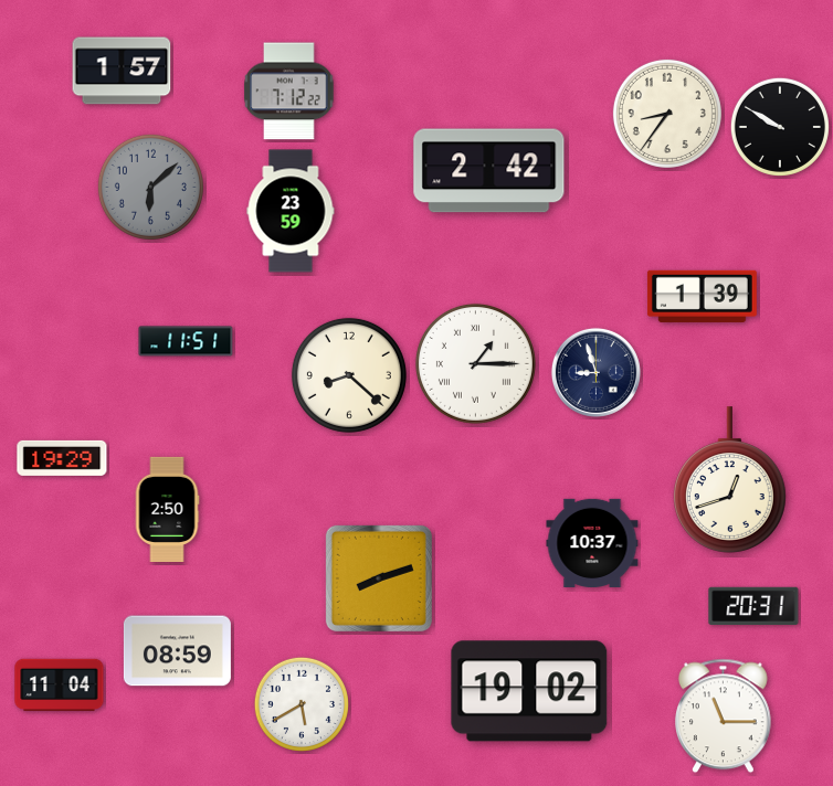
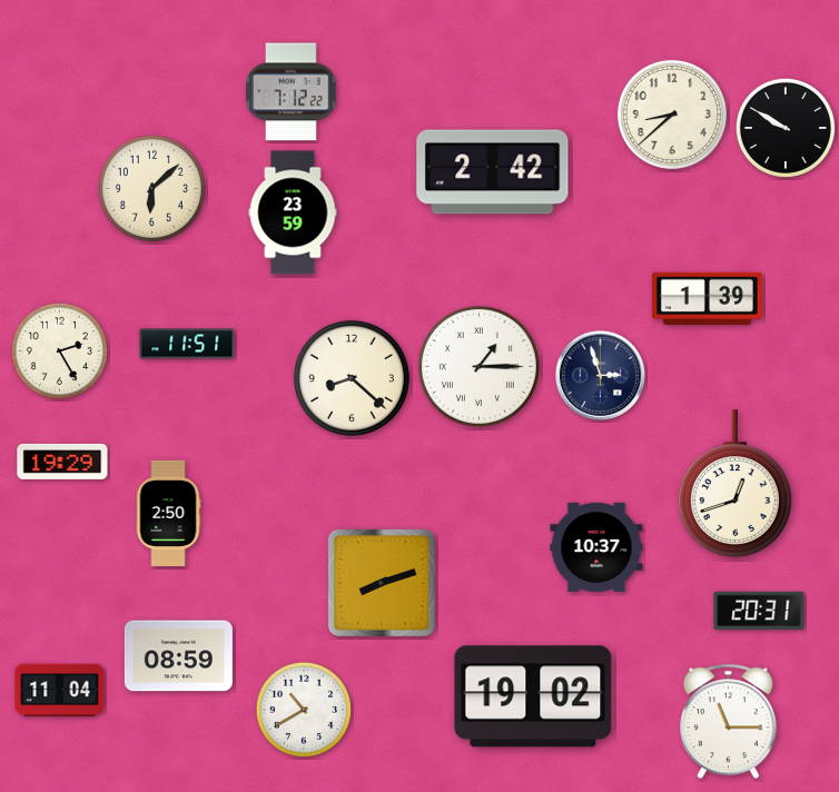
clock at (122, 71): 1:57 -> none
clock at (667, 114): 8:36 -> 8:38
clock at (150, 187) dial: grey -> cream
clock at (59, 350): none -> 2:25
clock at (595, 372): 8:57 -> 2:57
clock at (302, 704): 5:40 -> 10:40
